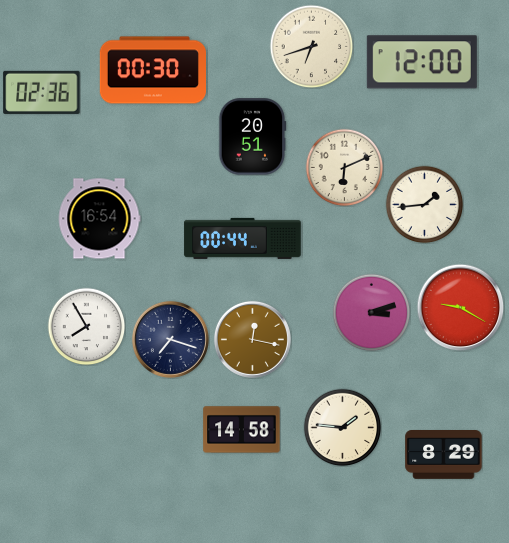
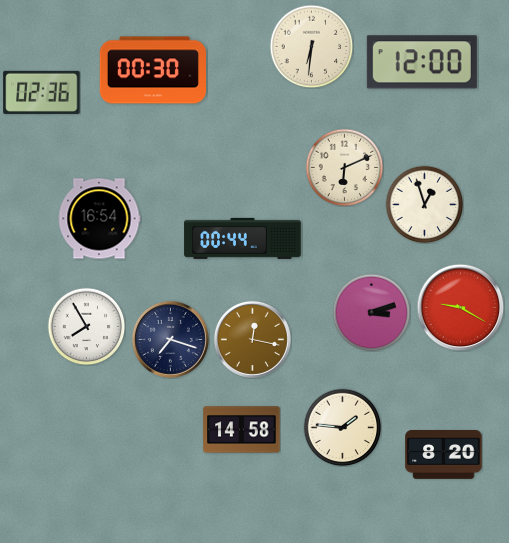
clock at (311, 46): 6:42 -> 6:31
clock at (252, 137): 20:51 -> none
clock at (424, 204): 1:44 -> 12:57
clock at (444, 455): 8:29 -> 8:20
